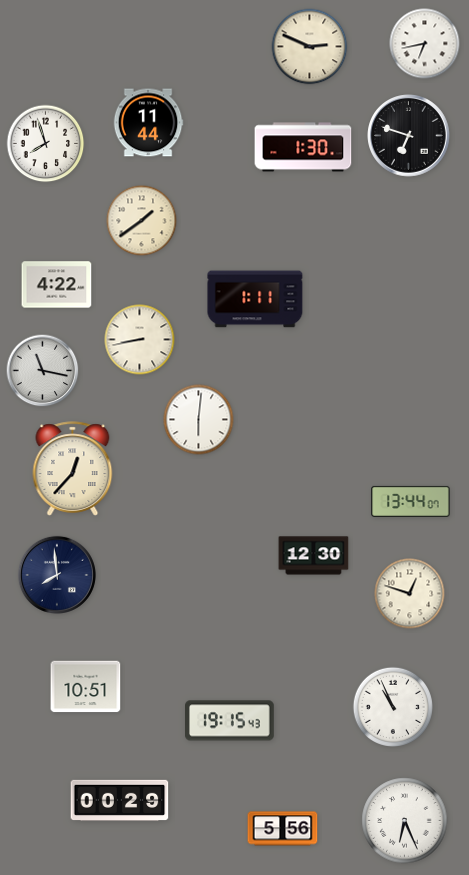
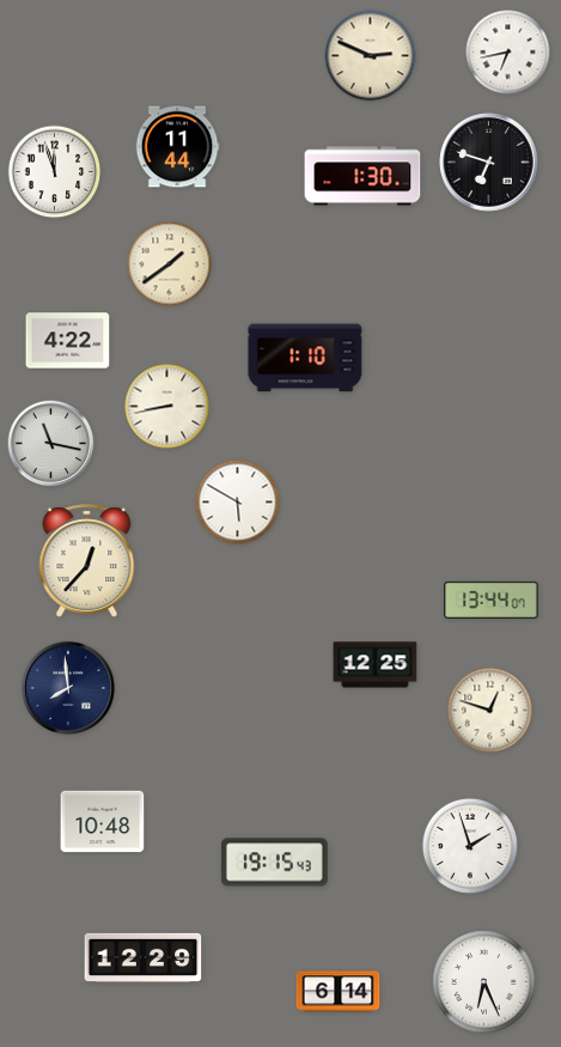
clock at (46, 144): 7:57 -> 11:57
clock at (255, 299): 1:11 -> 1:10
clock at (199, 420): 6:01 -> 5:50
clock at (314, 556): 12:30 -> 12:25
clock at (86, 687): 10:51 -> 10:48
clock at (392, 706): 10:56 -> 1:57
clock at (120, 801): 00:29 -> 12:29
clock at (283, 829): 5:56 -> 6:14
